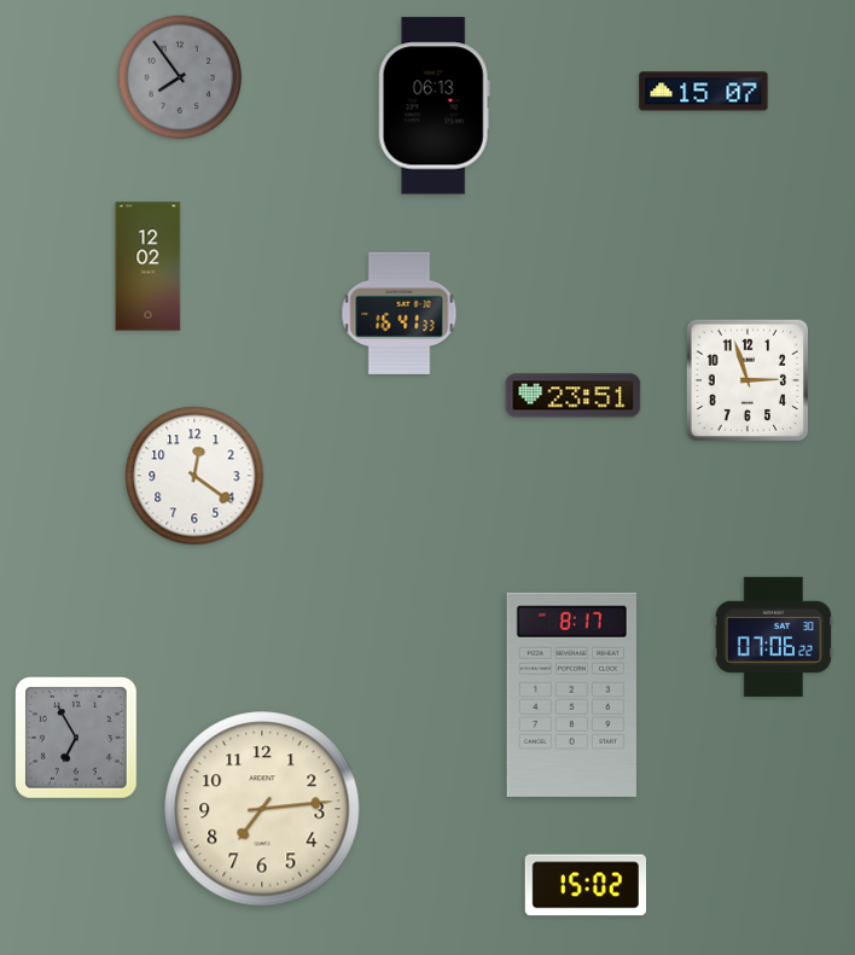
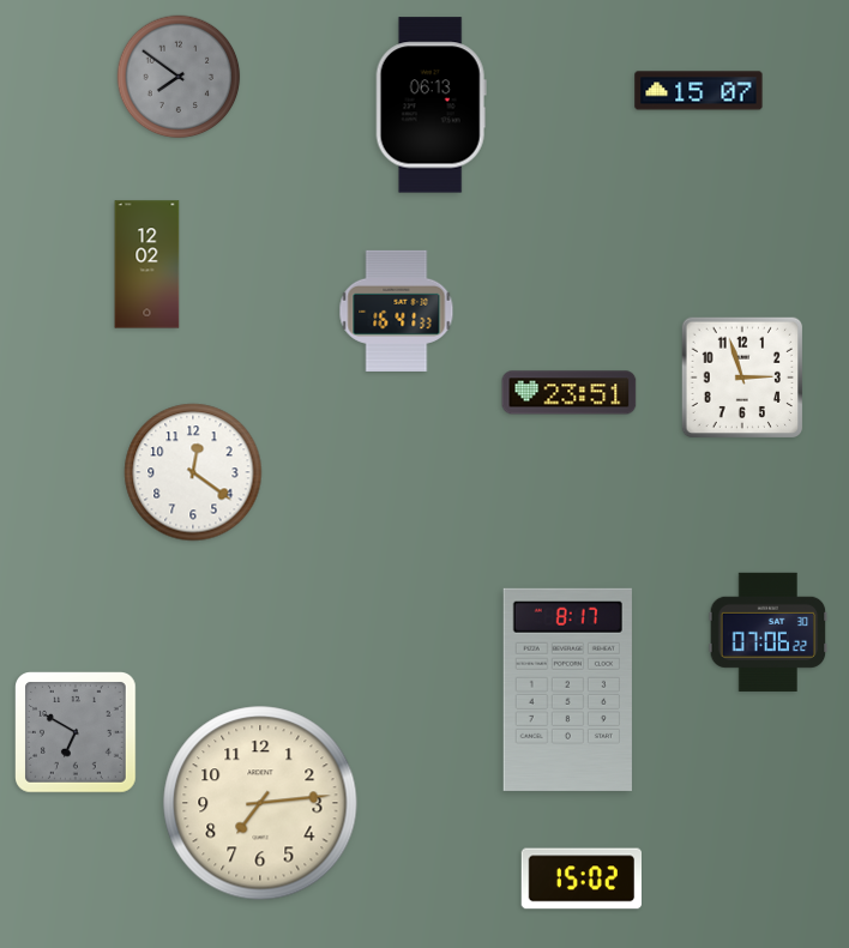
clock at (180, 77): 7:54 -> 7:51
clock at (77, 739): 6:55 -> 6:50
